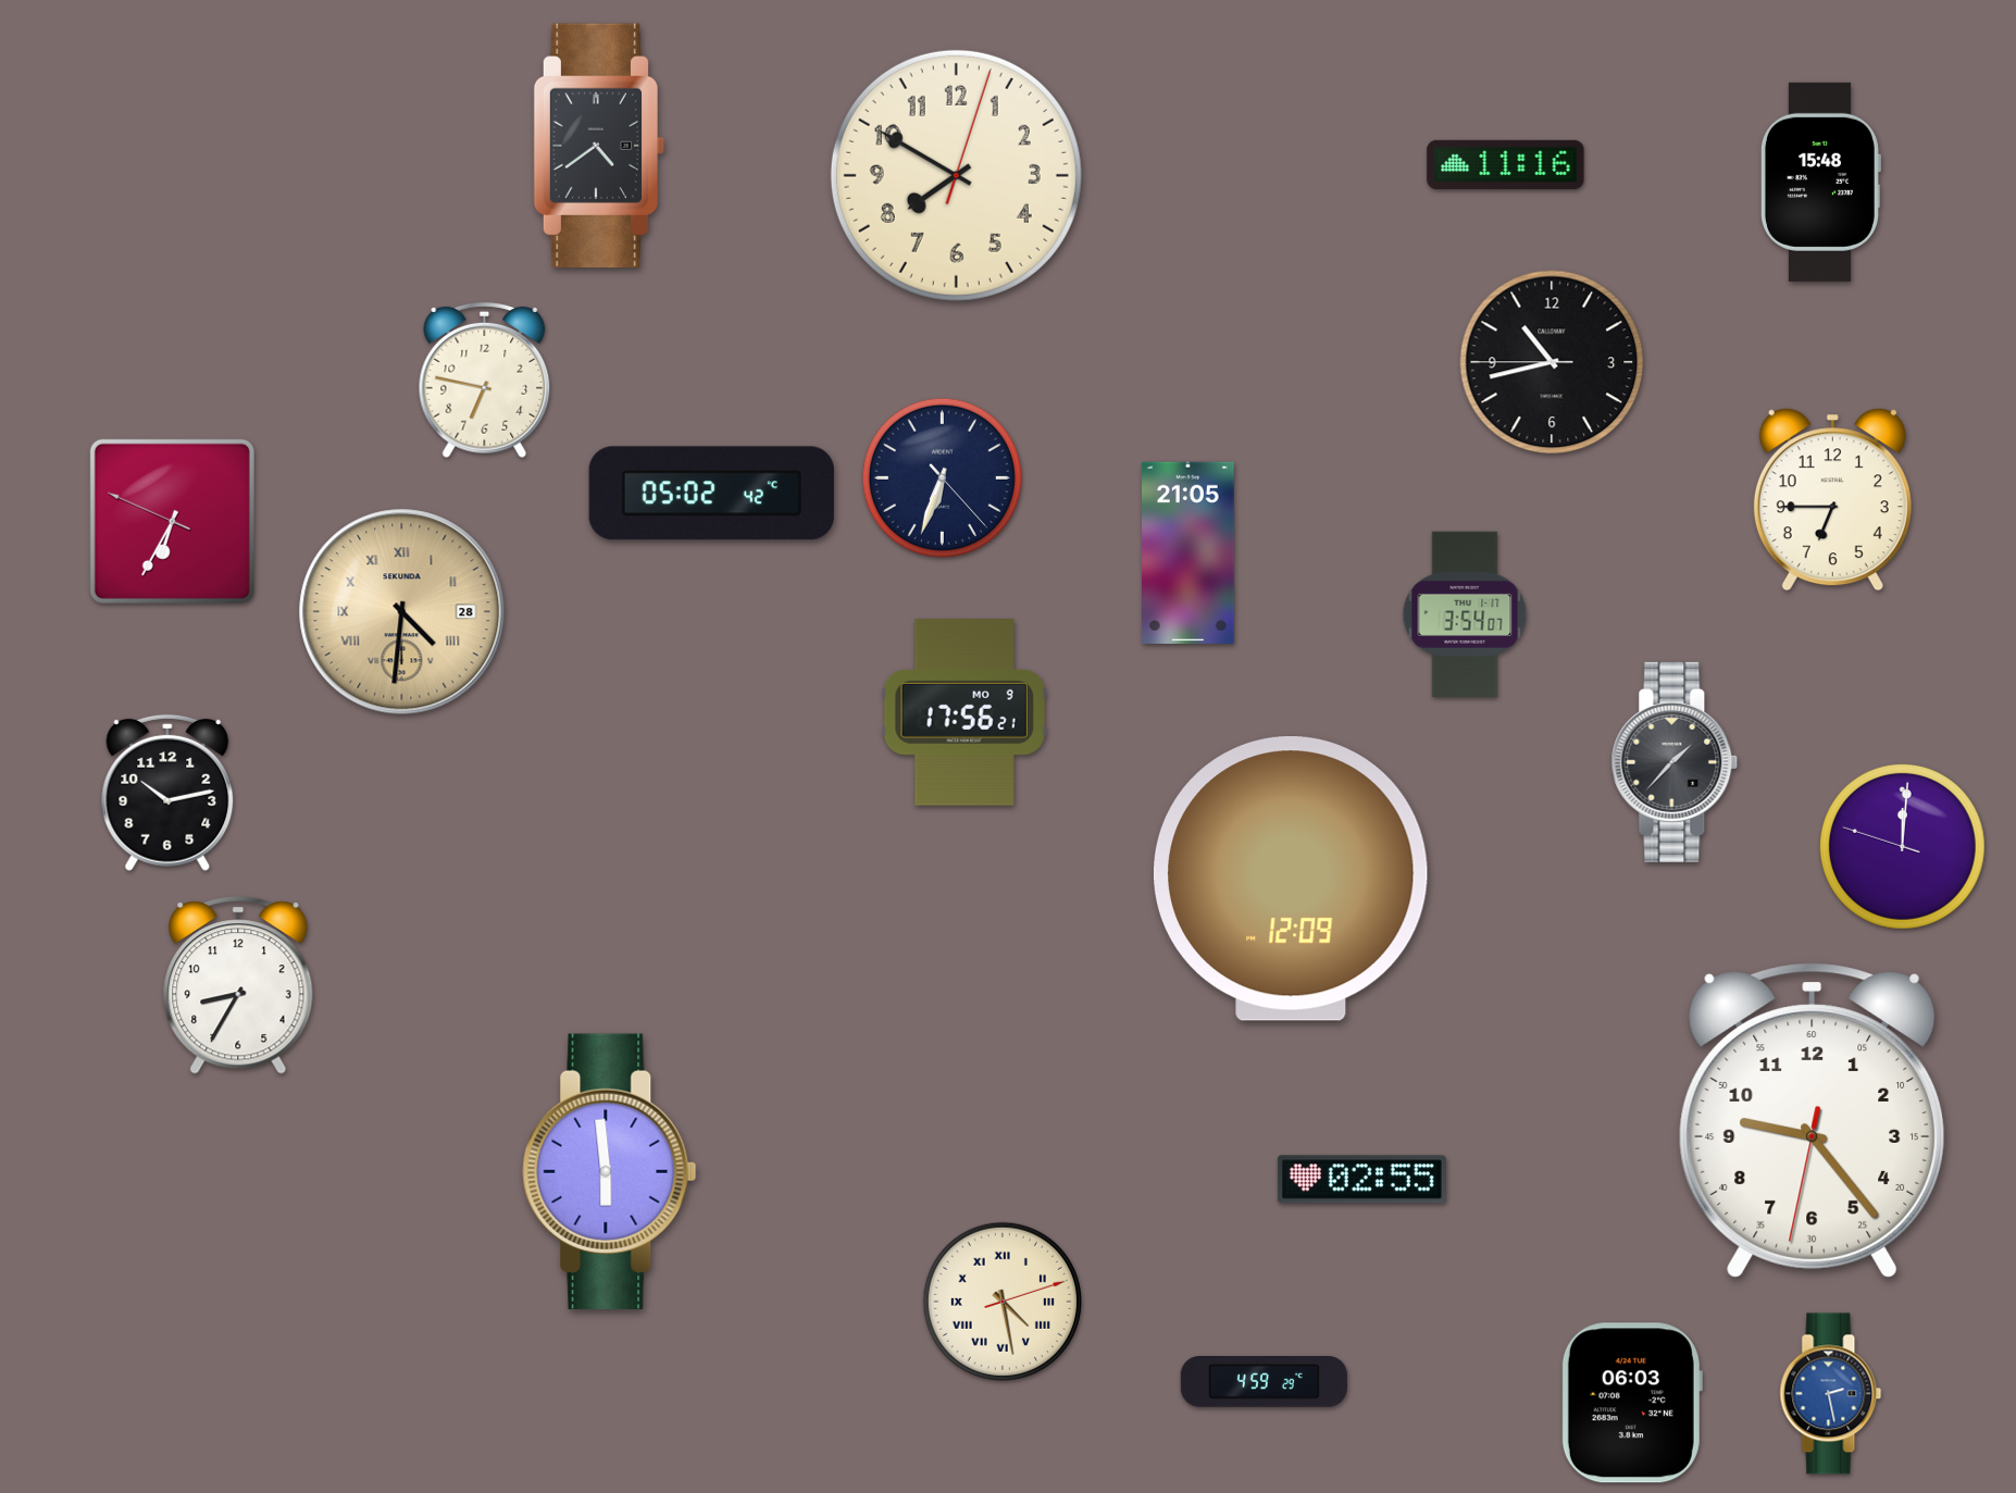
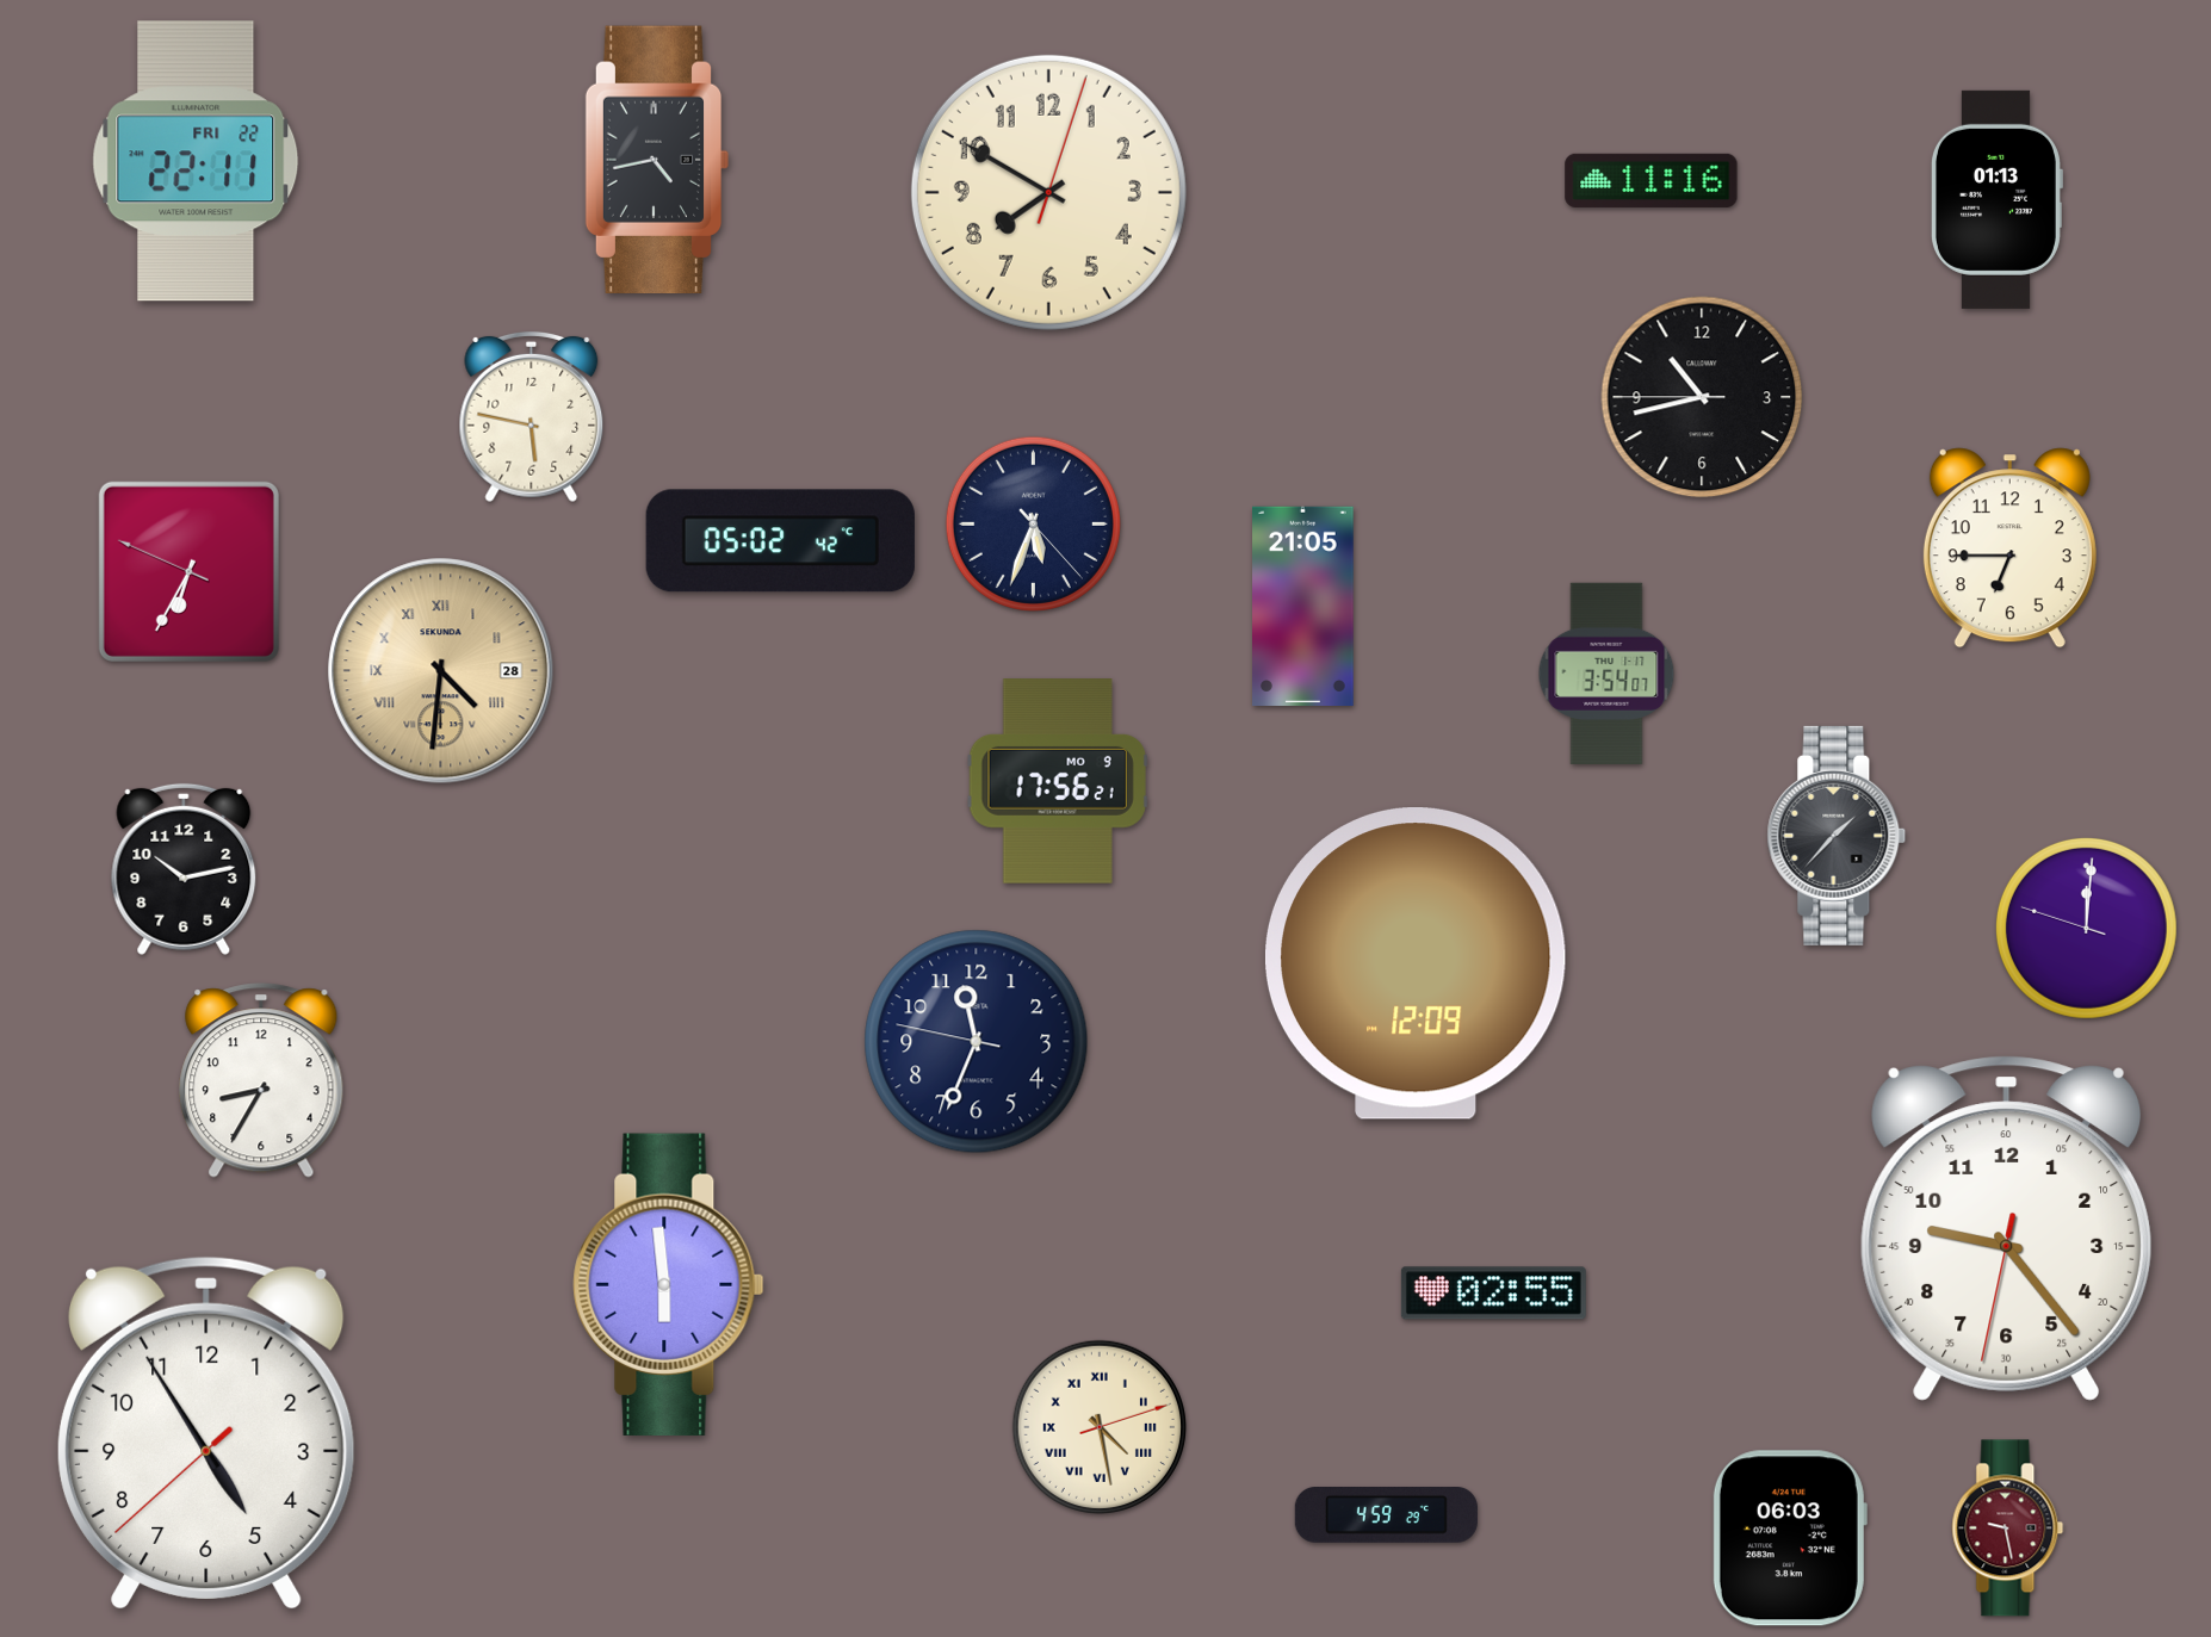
clock at (599, 145): 4:39 -> 4:43
clock at (196, 161): none -> 22:11
clock at (1820, 182): 15:48 -> 01:13
clock at (485, 381): 6:47 -> 5:47
clock at (942, 477): 6:33 -> 5:33
clock at (977, 1042): none -> 11:33
clock at (1813, 1120) position: (1813, 1120) -> (2007, 1228)
clock at (206, 1432): none -> 4:54
clock at (1831, 1394): 2:28 -> 9:28
clock at (1831, 1394) dial: blue -> burgundy
